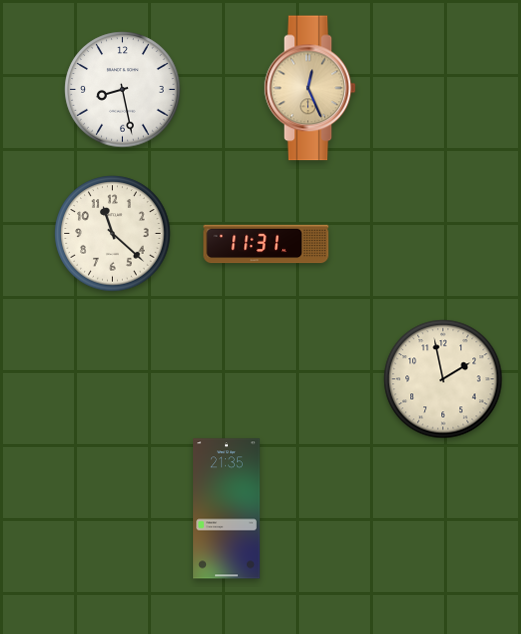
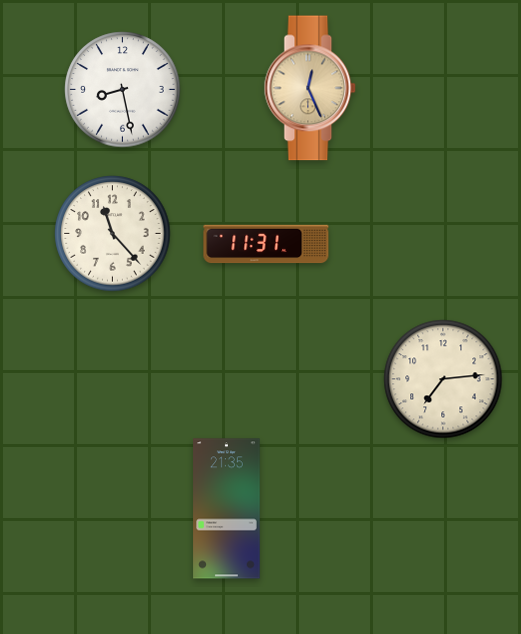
clock at (113, 234): 11:22 -> 11:23
clock at (443, 379): 1:58 -> 7:14
